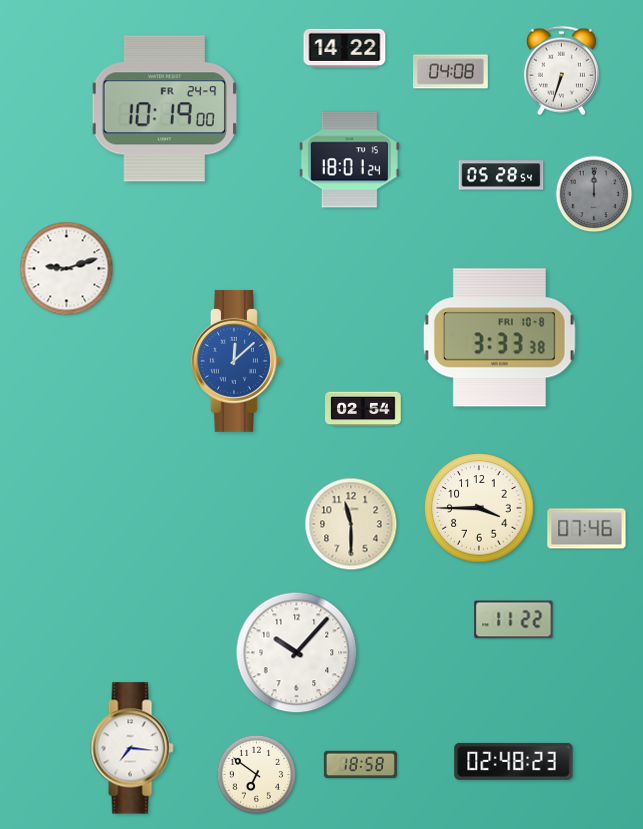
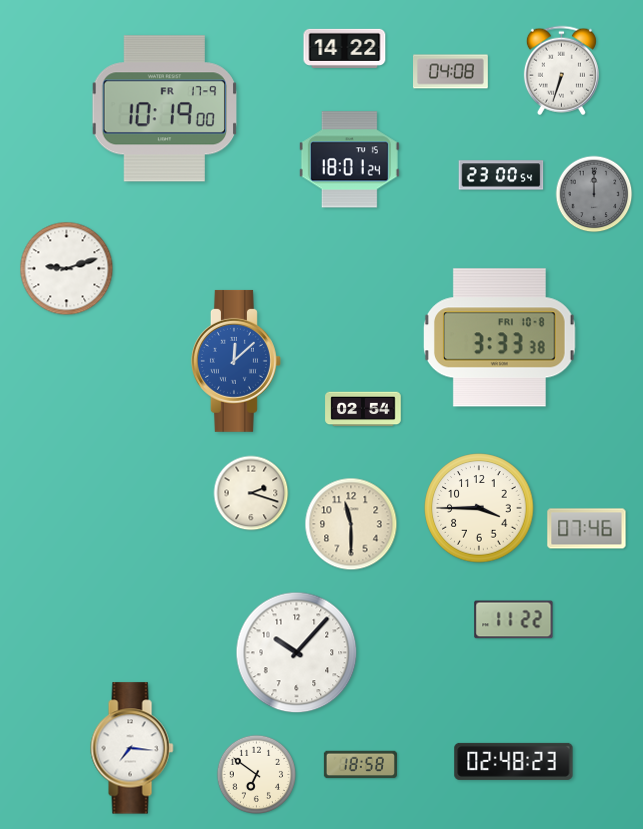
clock at (164, 109) date: FR 24-9 -> FR 17-9
clock at (501, 175): 05:28 -> 23:00
clock at (251, 493): none -> 2:18
